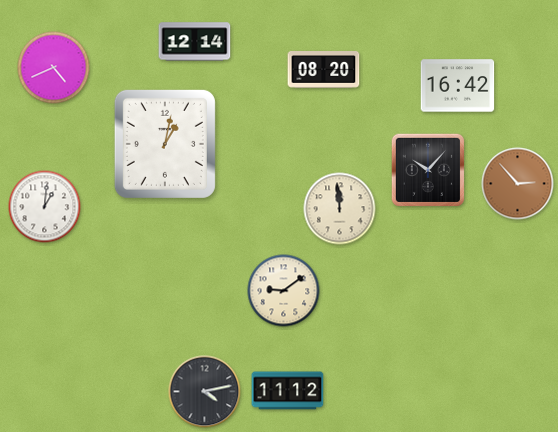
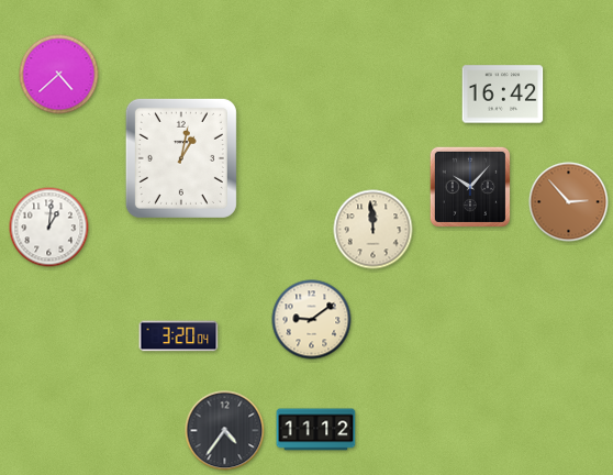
clock at (195, 42): 12:14 -> none
clock at (54, 68): 4:41 -> 4:38
clock at (324, 70): 08:20 -> none
clock at (179, 336): none -> 3:20
clock at (205, 392): 4:13 -> 4:36
